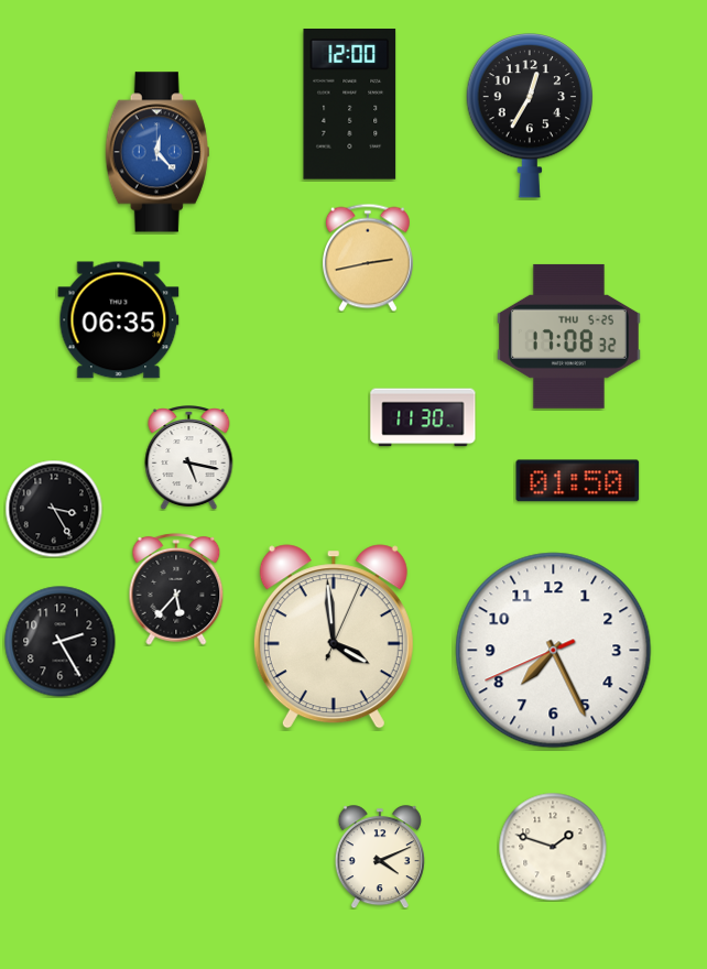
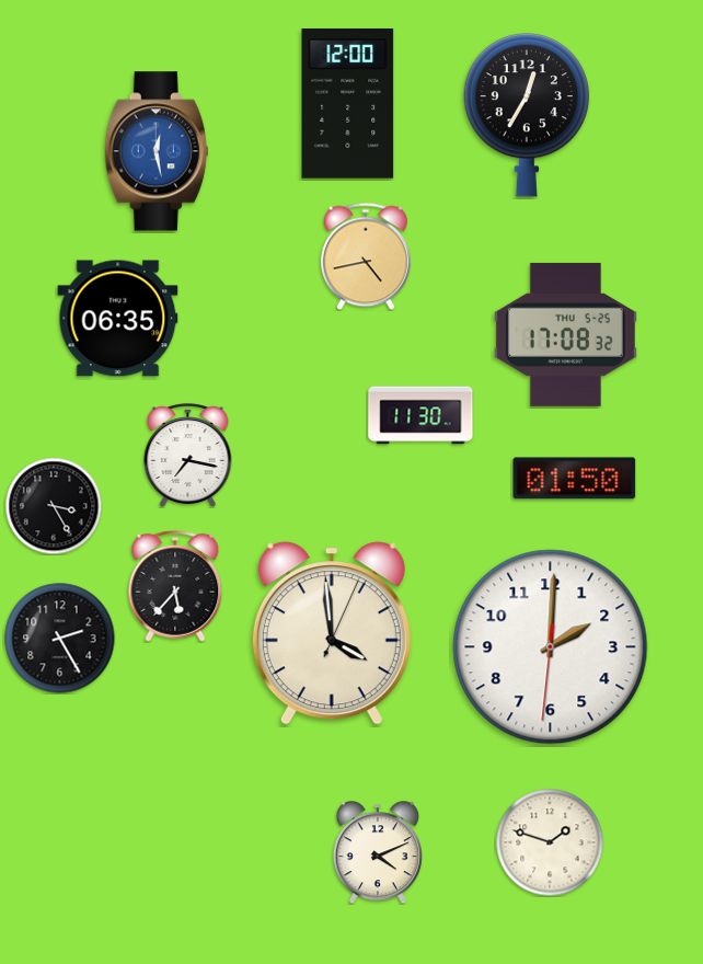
clock at (157, 152): 12:23 -> 12:28
clock at (368, 258): 2:43 -> 4:43
clock at (189, 458): 5:17 -> 7:17
clock at (554, 651): 7:25 -> 2:00
